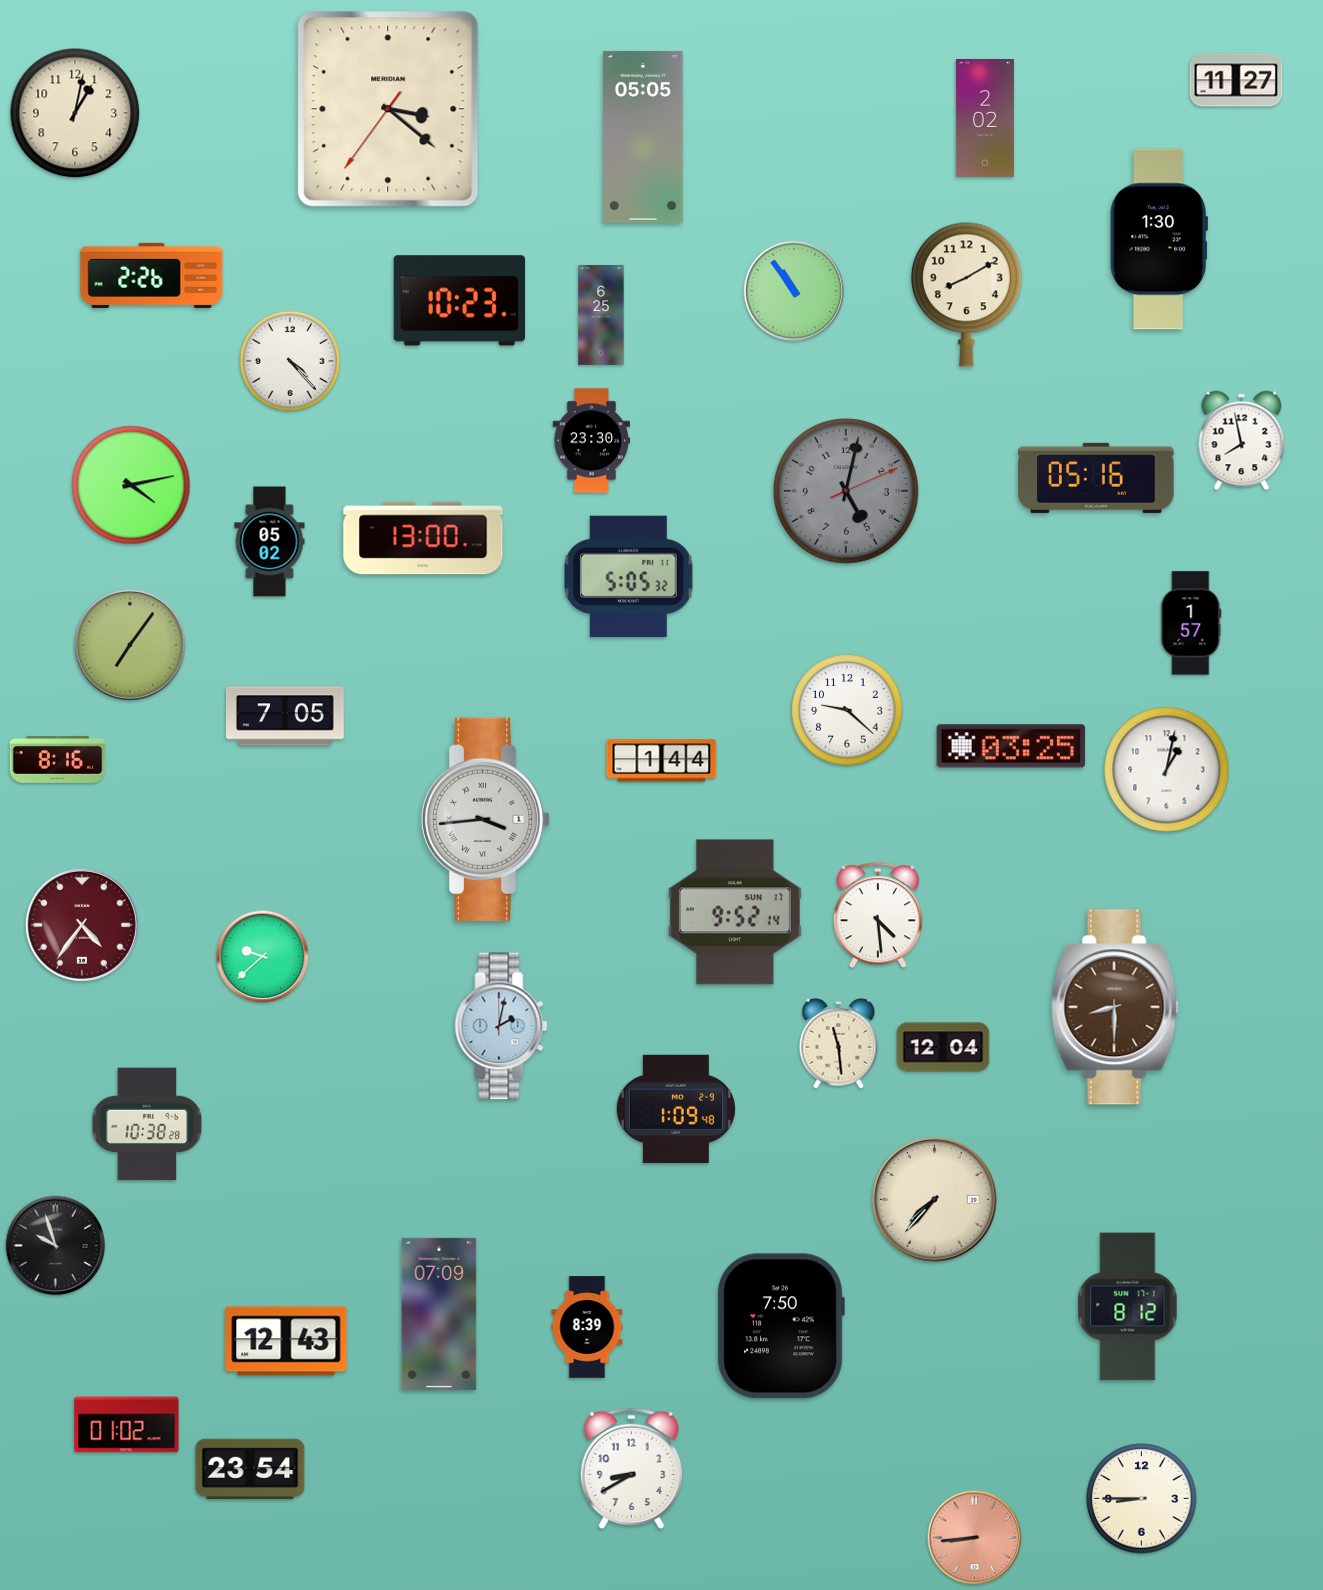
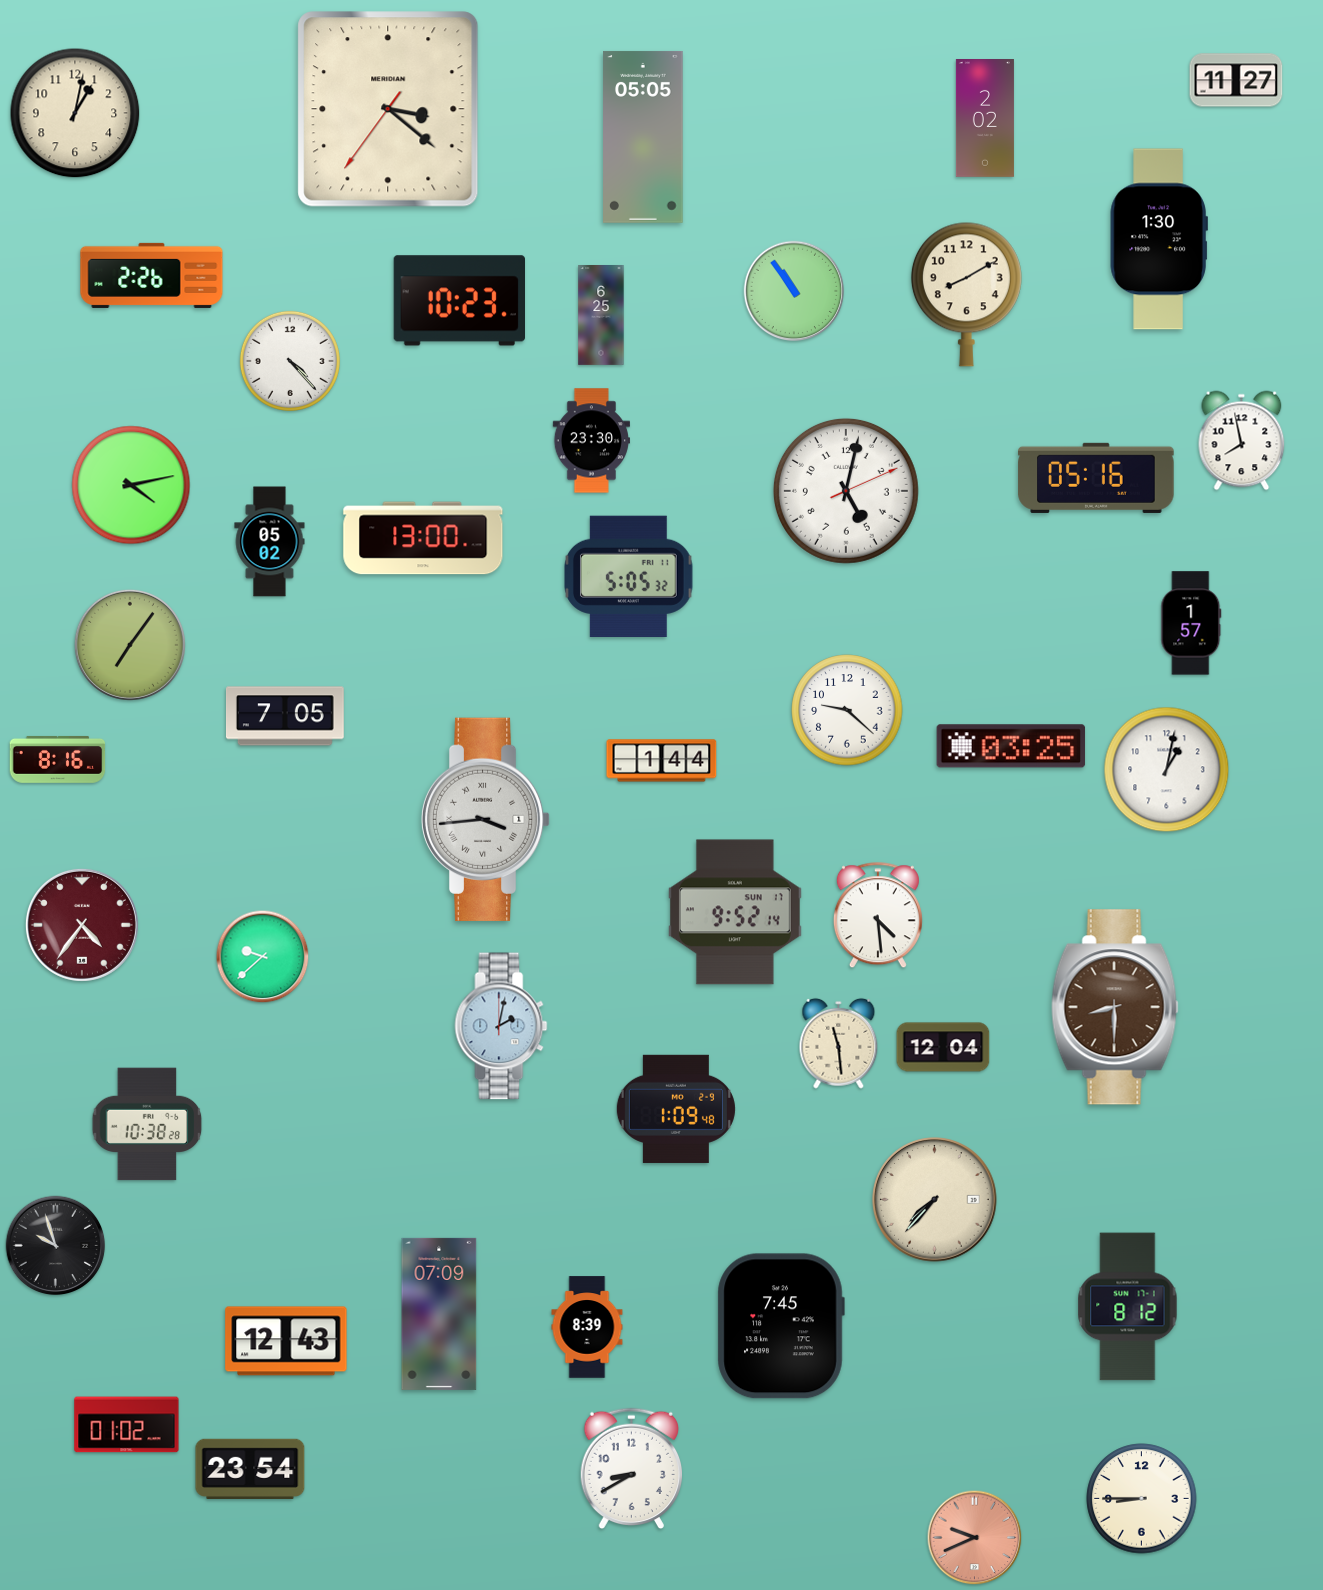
clock at (846, 491) dial: grey -> white
clock at (781, 1326): 7:50 -> 7:45
clock at (975, 1538): 8:44 -> 9:41
